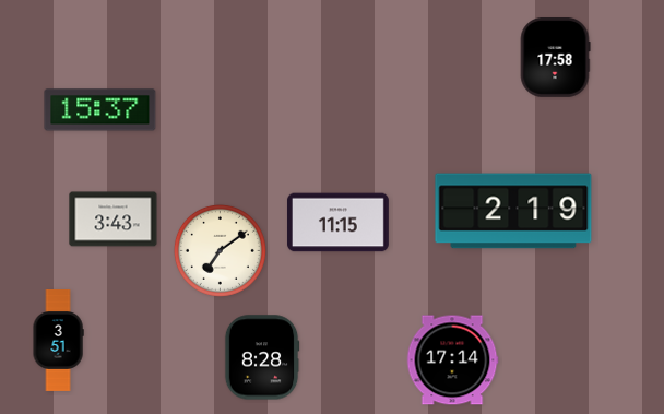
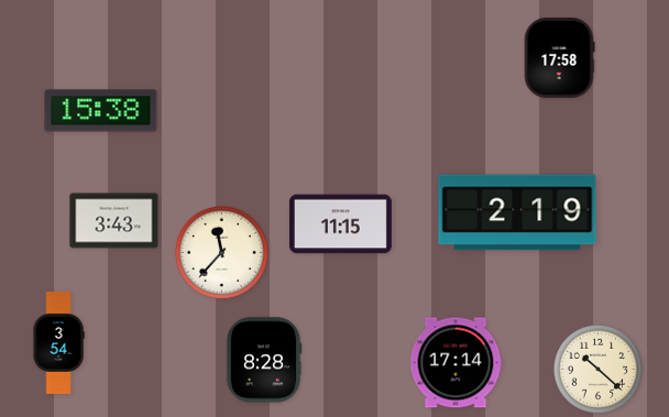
clock at (100, 110): 15:37 -> 15:38
clock at (220, 250): 7:09 -> 11:37
clock at (58, 341): 3:51 -> 3:54
clock at (597, 369): none -> 10:22
